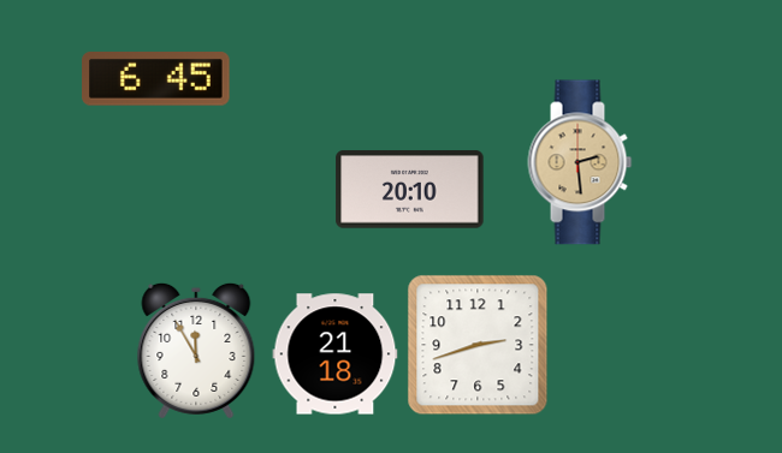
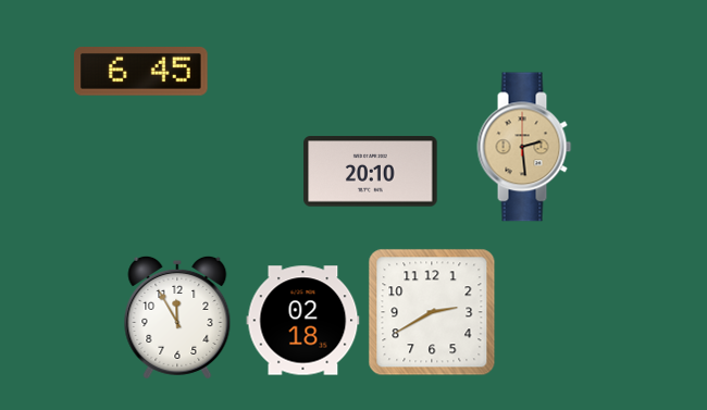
clock at (478, 345): 2:42 -> 2:40
clock at (336, 354): 21:18 -> 02:18
